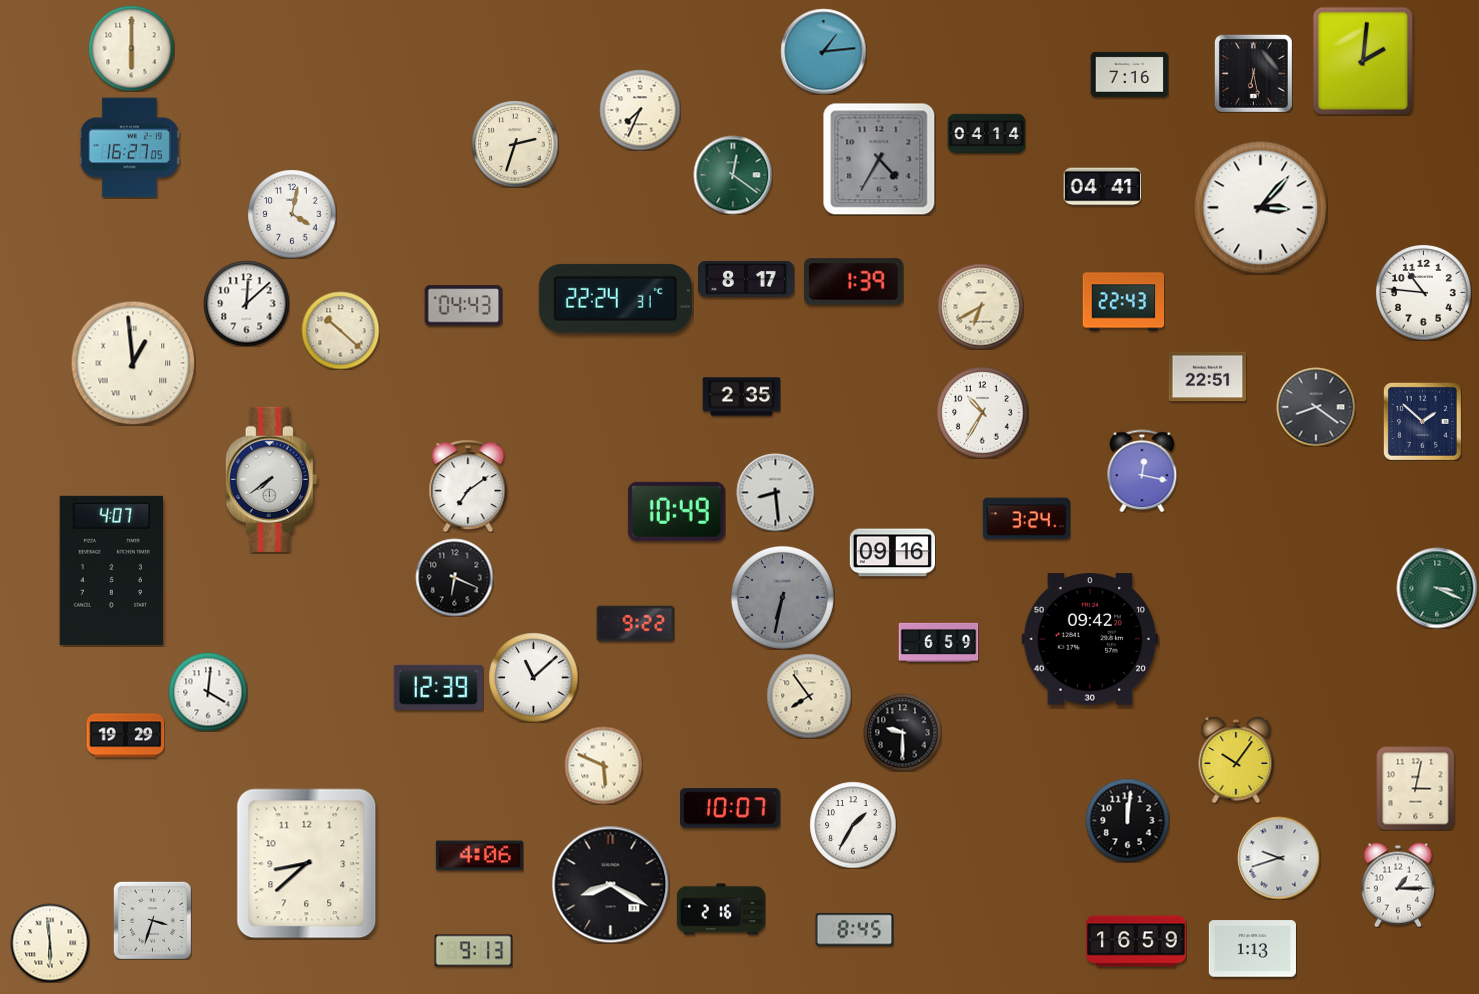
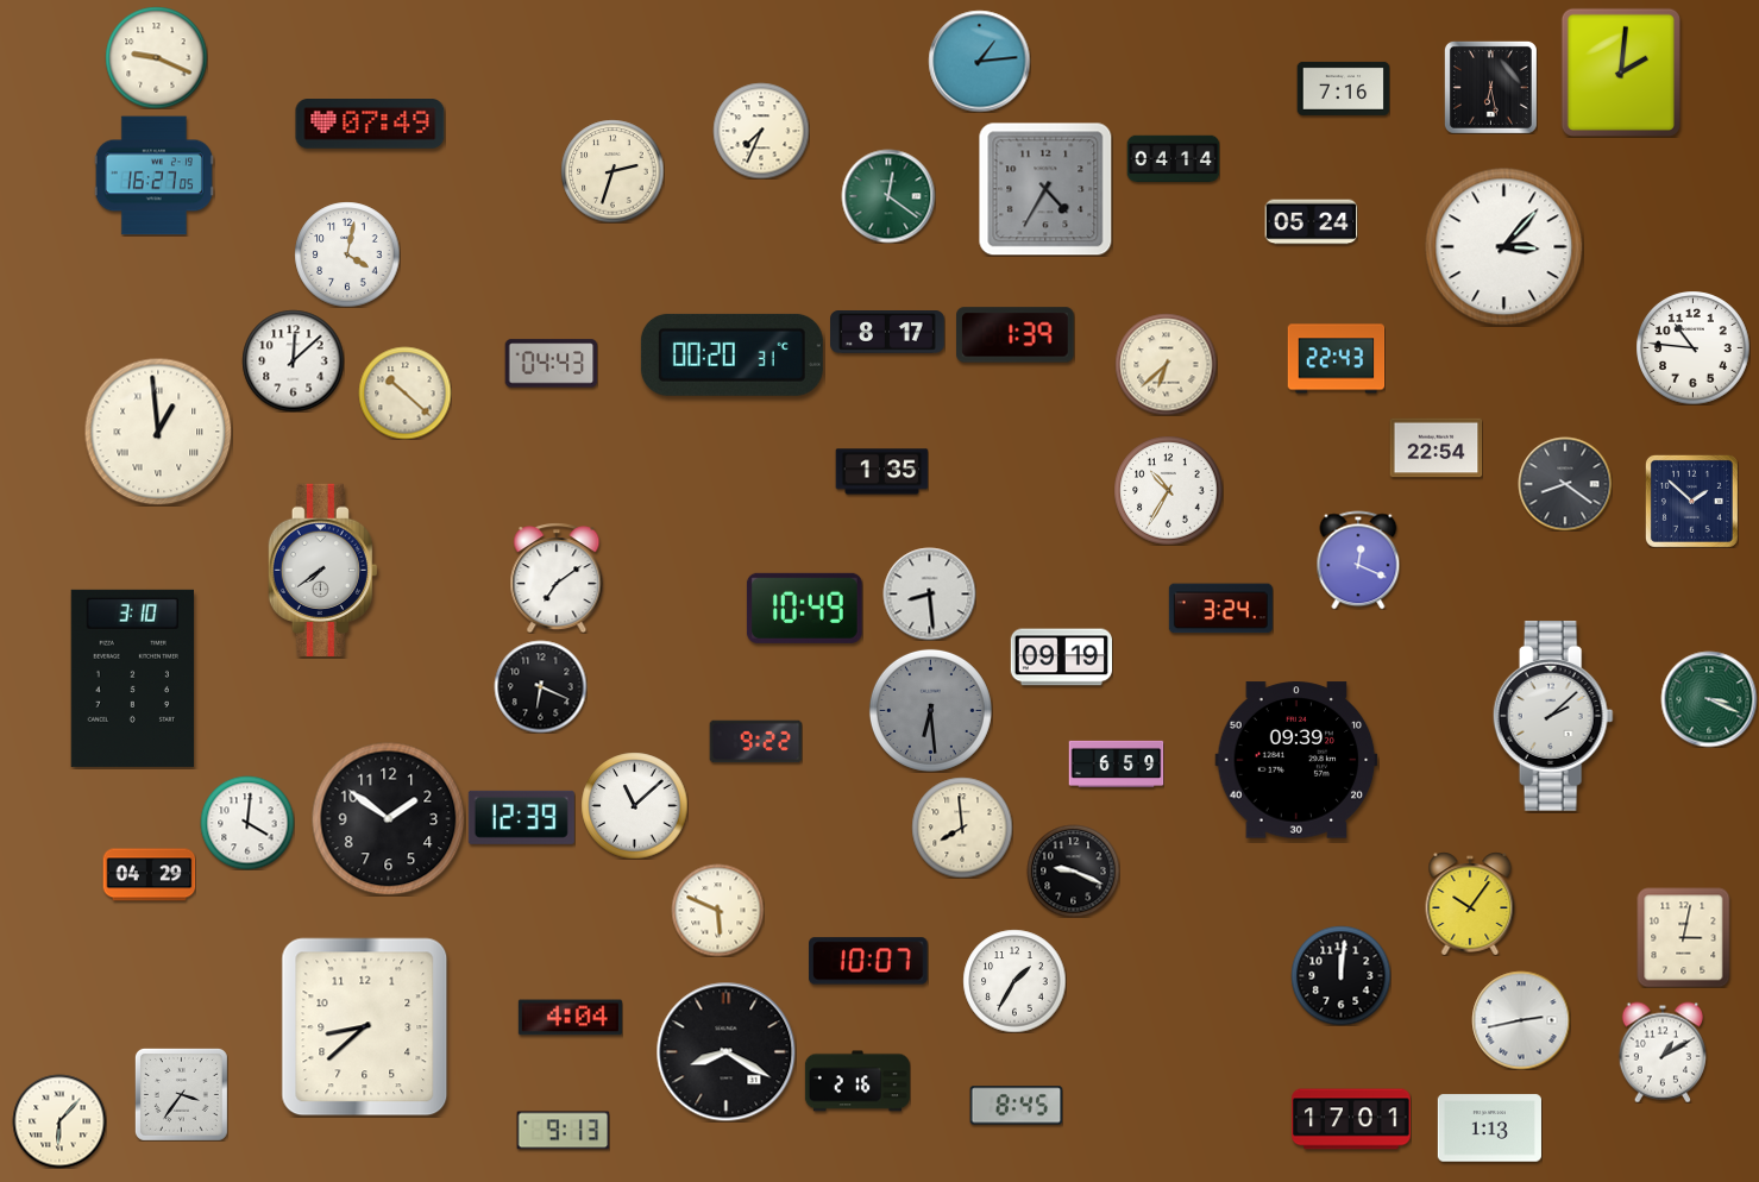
clock at (131, 48): 6:00 -> 9:19
clock at (370, 124): none -> 07:49
clock at (733, 175) position: (733, 175) -> (888, 196)
clock at (1102, 187): 04:41 -> 05:24
clock at (1261, 208) position: (1261, 208) -> (1504, 247)
clock at (615, 298): 22:24 -> 00:20
clock at (980, 306): 6:40 -> 6:38
clock at (1207, 377): 22:51 -> 22:54
clock at (741, 397): 2:35 -> 1:35
clock at (1142, 471): 12:17 -> 12:19
clock at (775, 492) position: (775, 492) -> (929, 593)
clock at (1026, 519) position: (1026, 519) -> (1220, 609)
clock at (892, 553): 09:16 -> 09:19
clock at (111, 570): 4:07 -> 3:10
clock at (782, 597): 6:32 -> 6:29
clock at (1553, 717): none -> 2:08
clock at (1090, 639): 09:42 -> 09:39
clock at (388, 818): none -> 1:51
clock at (809, 696): 7:54 -> 7:59
clock at (902, 732): 9:30 -> 9:19
clock at (125, 736): 19:29 -> 04:29
clock at (479, 856): 4:06 -> 4:04
clock at (1279, 858): 9:42 -> 2:43
clock at (1398, 885): 1:15 -> 1:10
clock at (152, 920): 3:33 -> 3:36
clock at (1136, 941): 16:59 -> 17:01
clock at (50, 943): 5:59 -> 6:07
